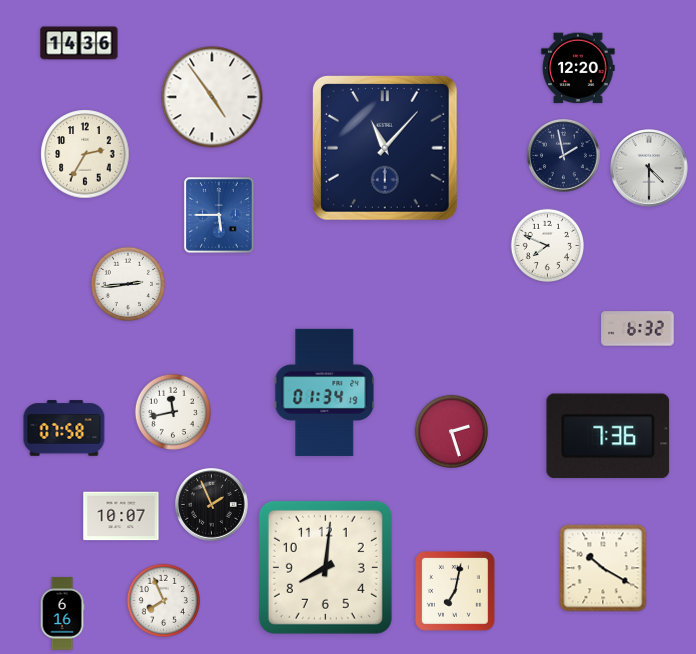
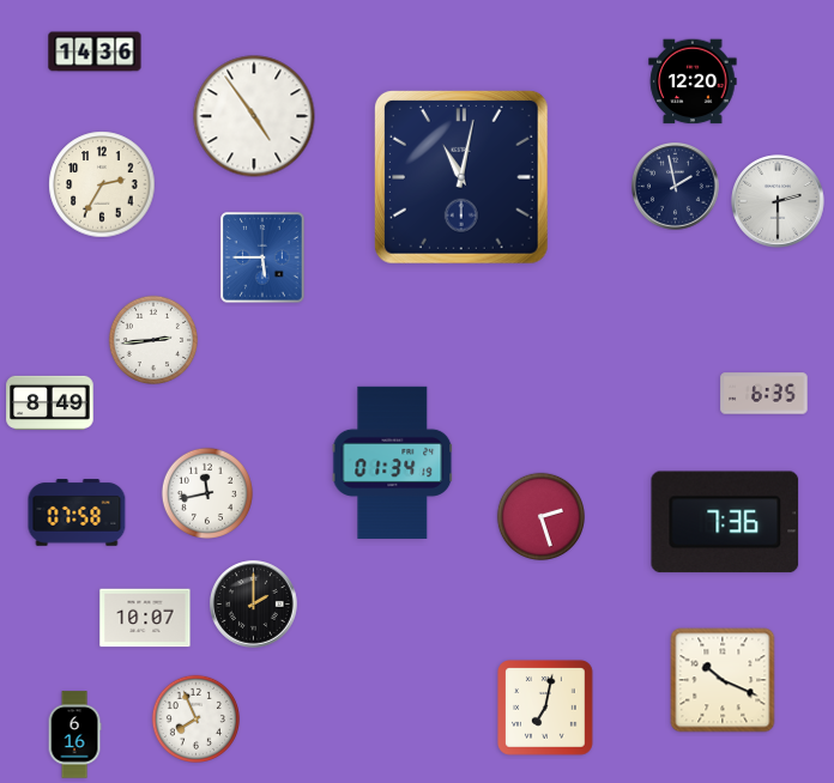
clock at (385, 148): 11:07 -> 11:02
clock at (649, 168): 4:30 -> 2:30
clock at (547, 245): 7:49 -> none
clock at (638, 329): 6:32 -> 6:35
clock at (50, 402): none -> 8:49
clock at (325, 392) position: (325, 392) -> (393, 462)
clock at (608, 436) position: (608, 436) -> (725, 522)
clock at (212, 505): 1:56 -> 2:00
clock at (325, 567): 8:01 -> none
clock at (603, 568): 10:20 -> 10:19
